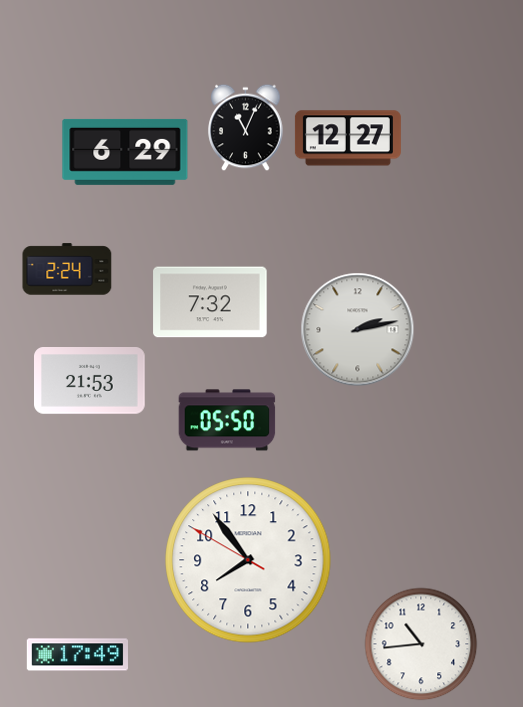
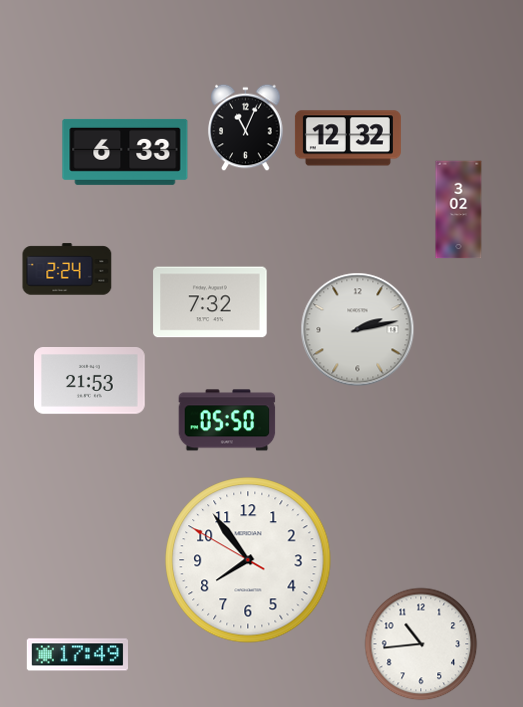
clock at (348, 138): 12:27 -> 12:32
clock at (125, 152): 6:29 -> 6:33
clock at (459, 210): none -> 3:02
